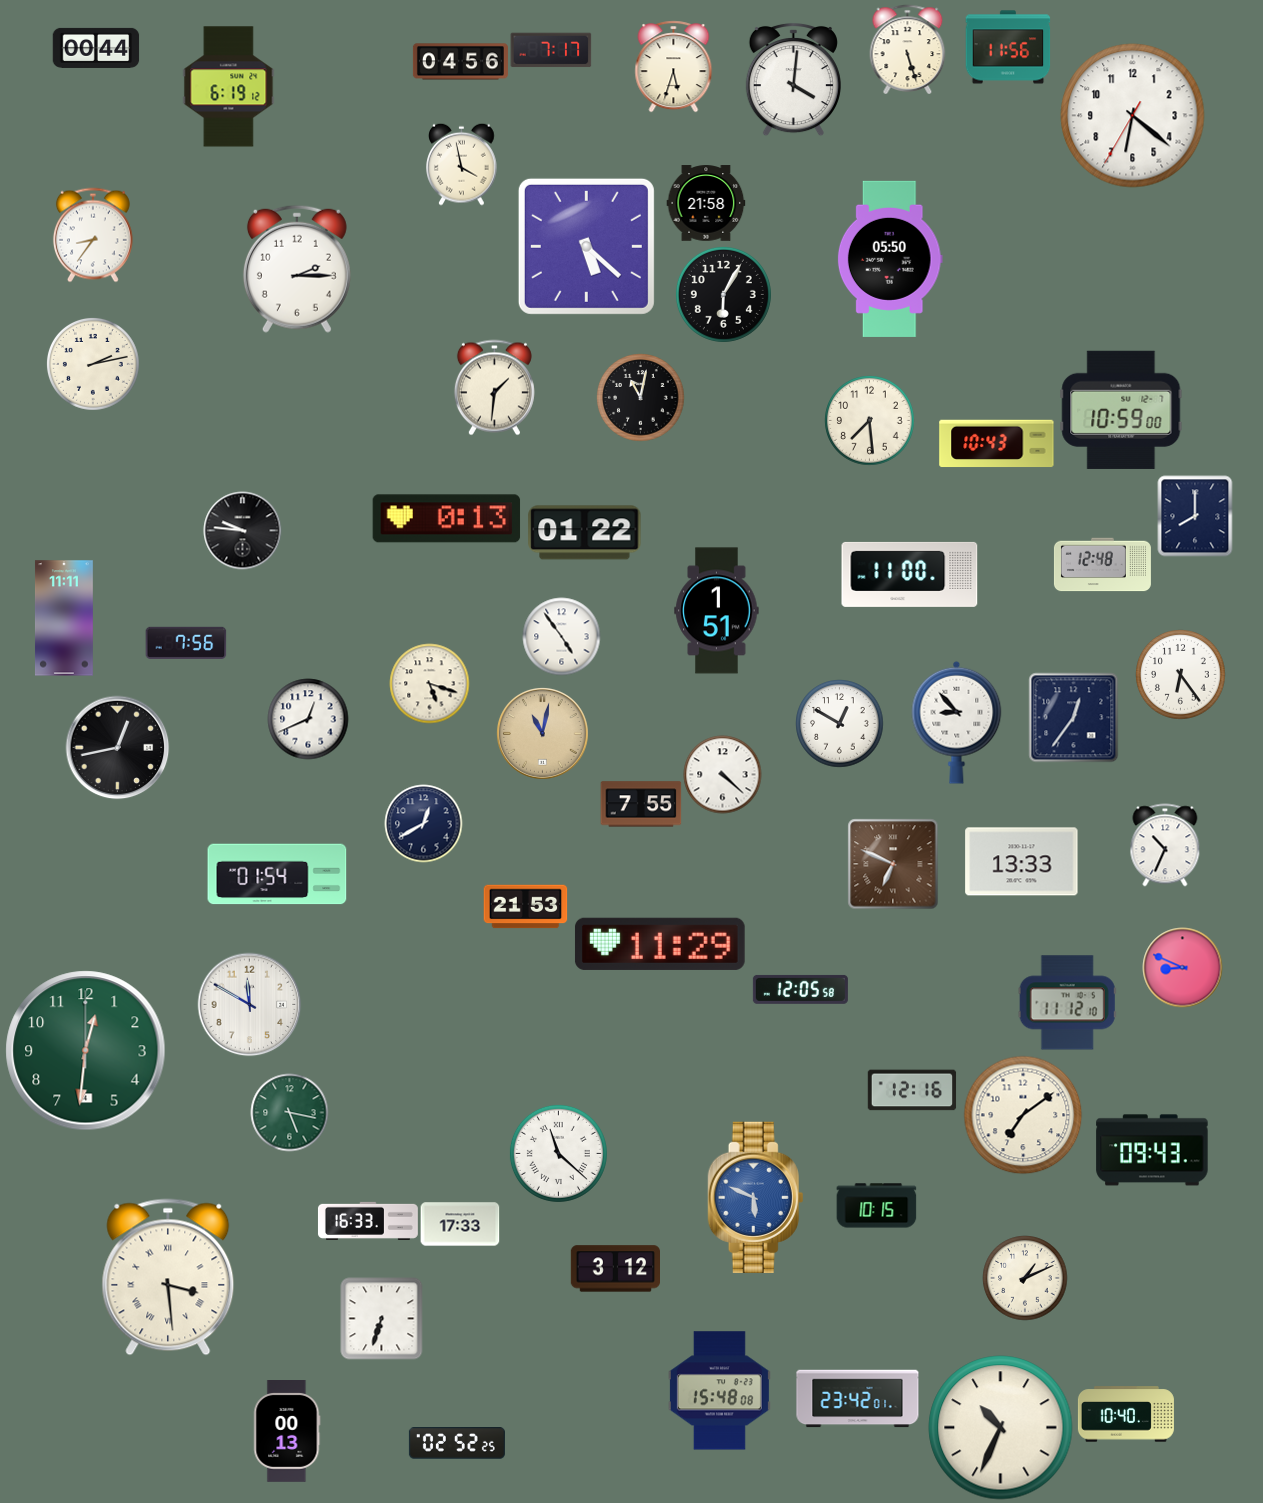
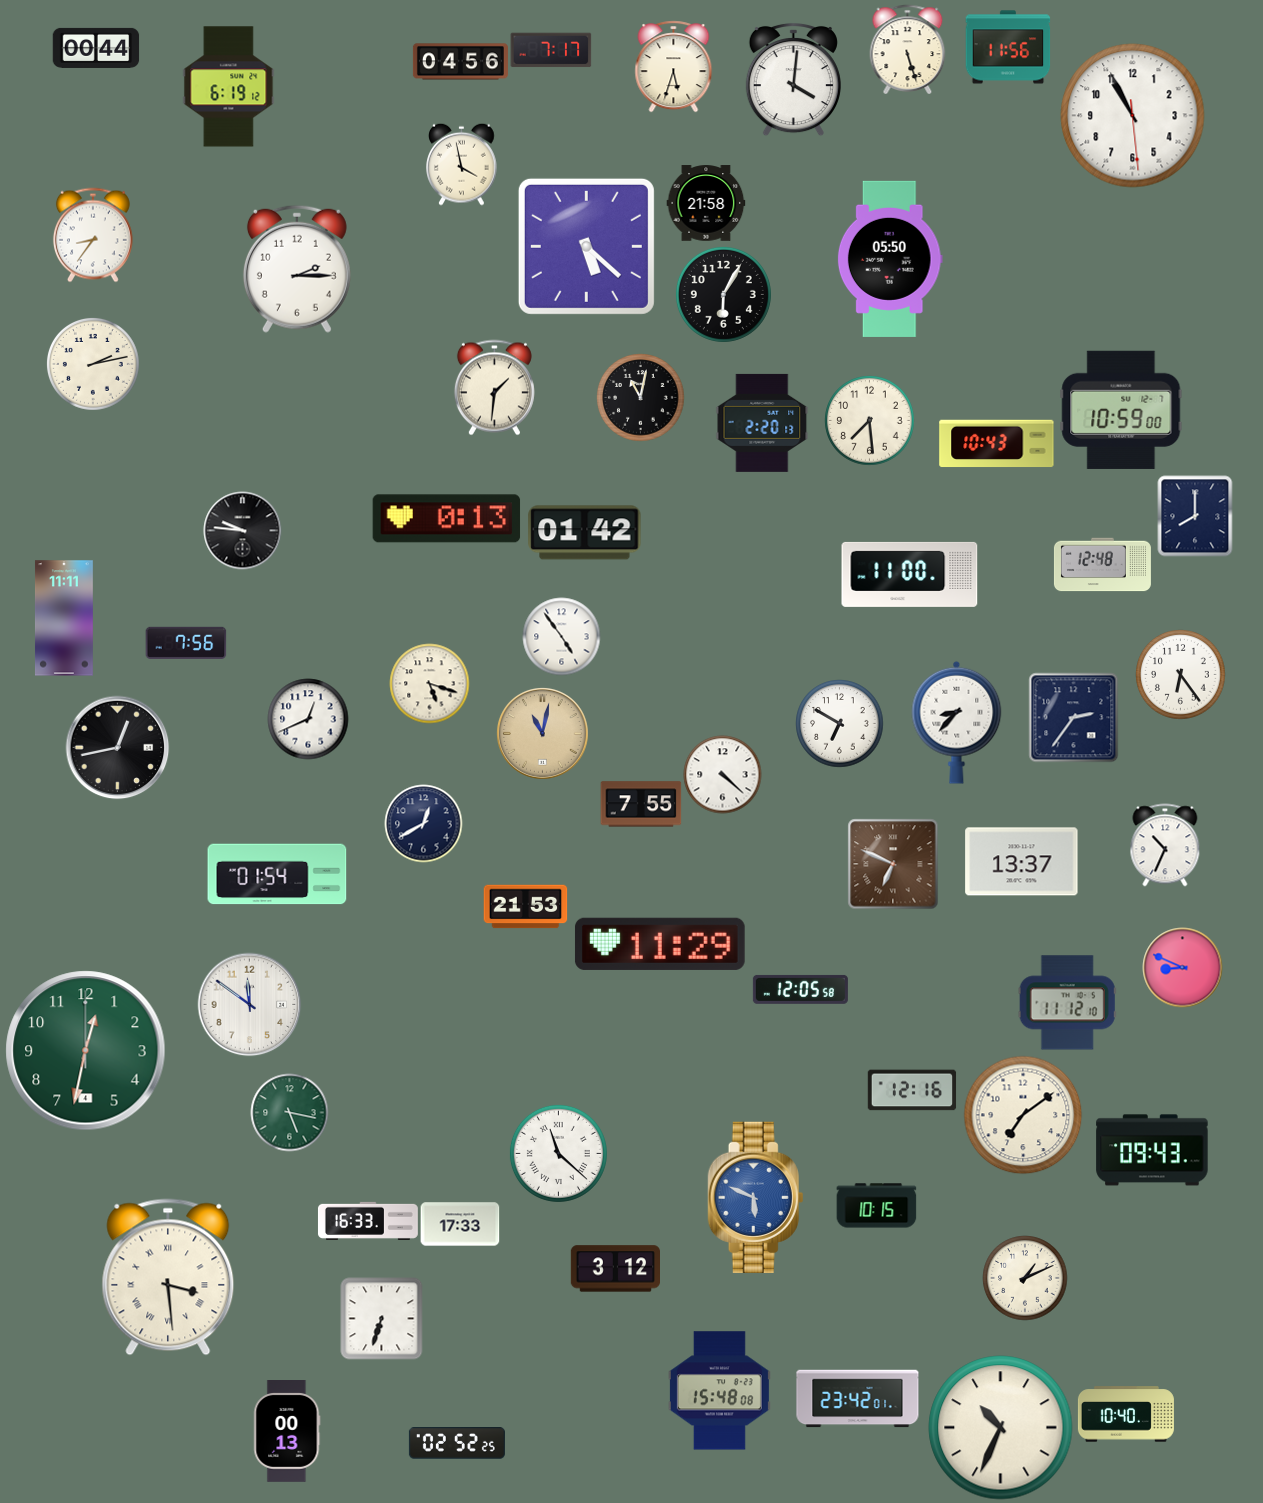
clock at (1133, 116): 6:21 -> 10:55
clock at (762, 423): none -> 2:20
clock at (585, 533): 01:22 -> 01:42
clock at (717, 611): 1:51 -> none
clock at (1073, 717): 12:36 -> 2:36
clock at (957, 722): 8:53 -> 8:37
clock at (839, 723): 12:50 -> 6:50
clock at (1022, 862): 13:33 -> 13:37
clock at (249, 1004): 11:50 -> 11:51
clock at (86, 1051): 12:31 -> 12:32
